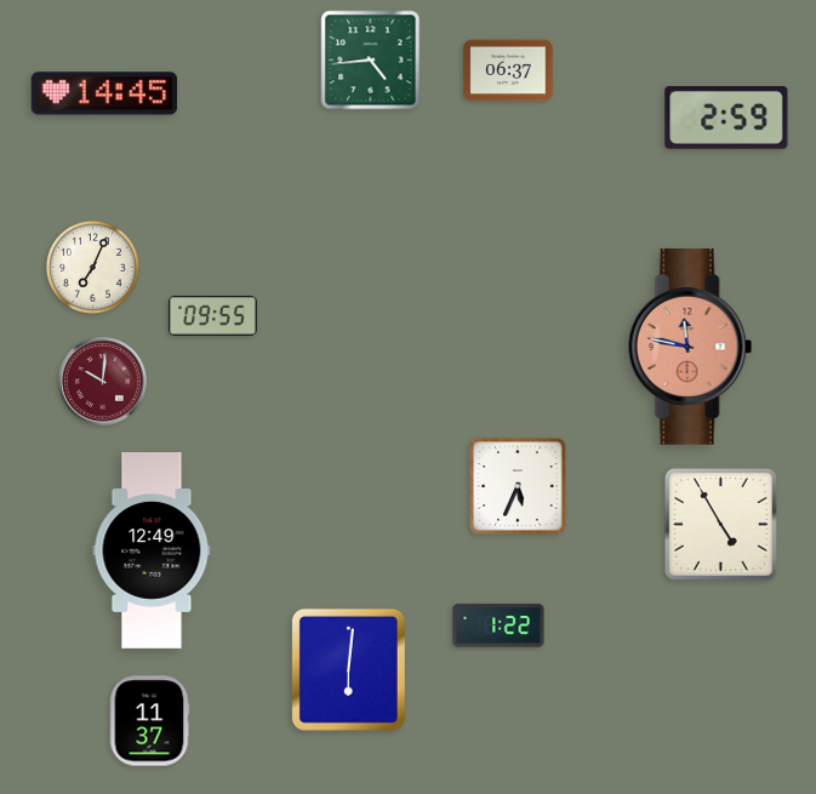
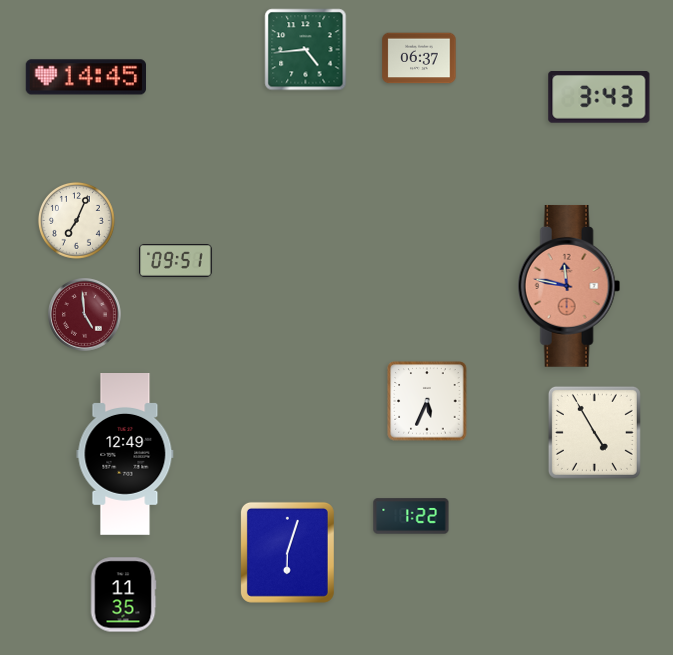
clock at (726, 119): 2:59 -> 3:43
clock at (213, 316): 09:55 -> 09:51
clock at (103, 382): 10:01 -> 4:59
clock at (348, 669): 6:01 -> 6:03
clock at (149, 721): 11:37 -> 11:35
